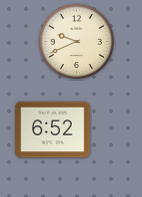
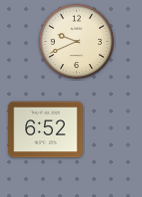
clock at (53, 130) position: (53, 130) -> (46, 130)
